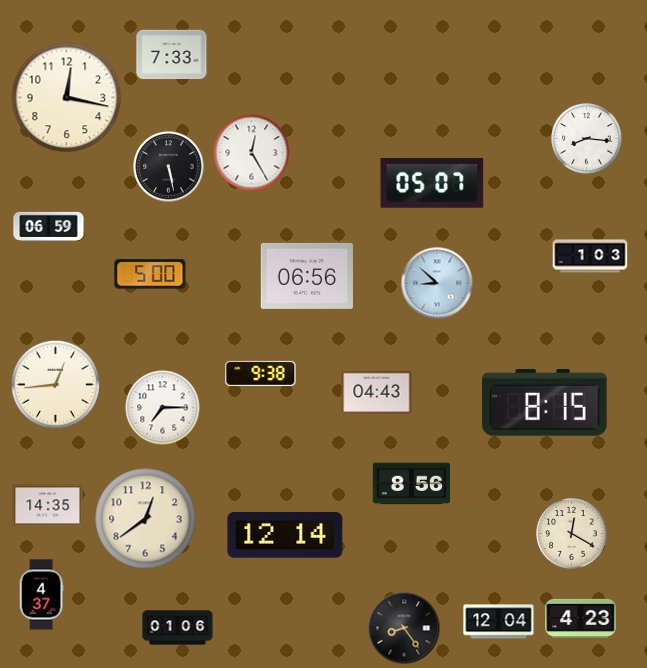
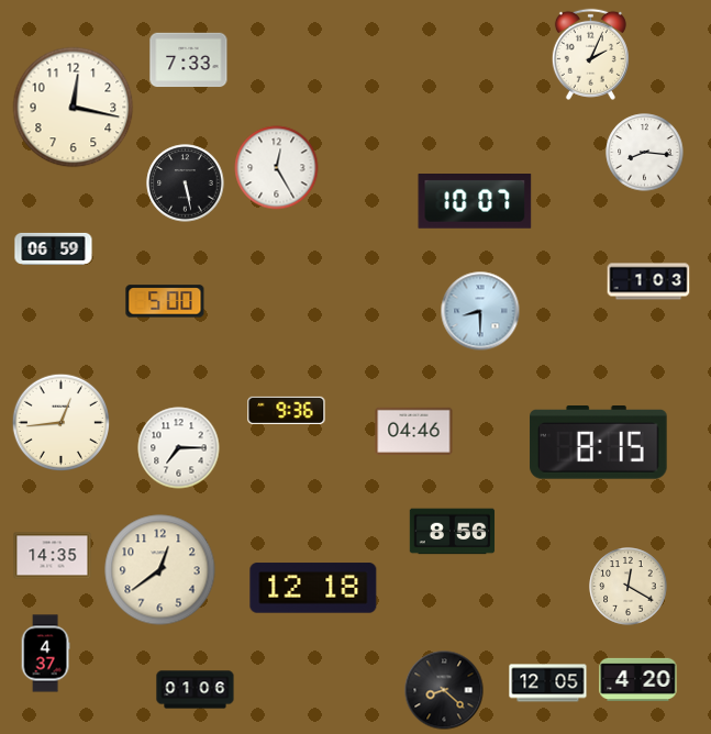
clock at (590, 54): none -> 2:04
clock at (432, 184): 05:07 -> 10:07
clock at (307, 276): 06:56 -> none
clock at (437, 283): 8:52 -> 8:30
clock at (261, 373): 9:38 -> 9:36
clock at (377, 392): 04:43 -> 04:46
clock at (285, 535): 12:14 -> 12:18
clock at (581, 618): 4:23 -> 4:20
clock at (499, 622): 12:04 -> 12:05
clock at (404, 628): 8:24 -> 8:22
